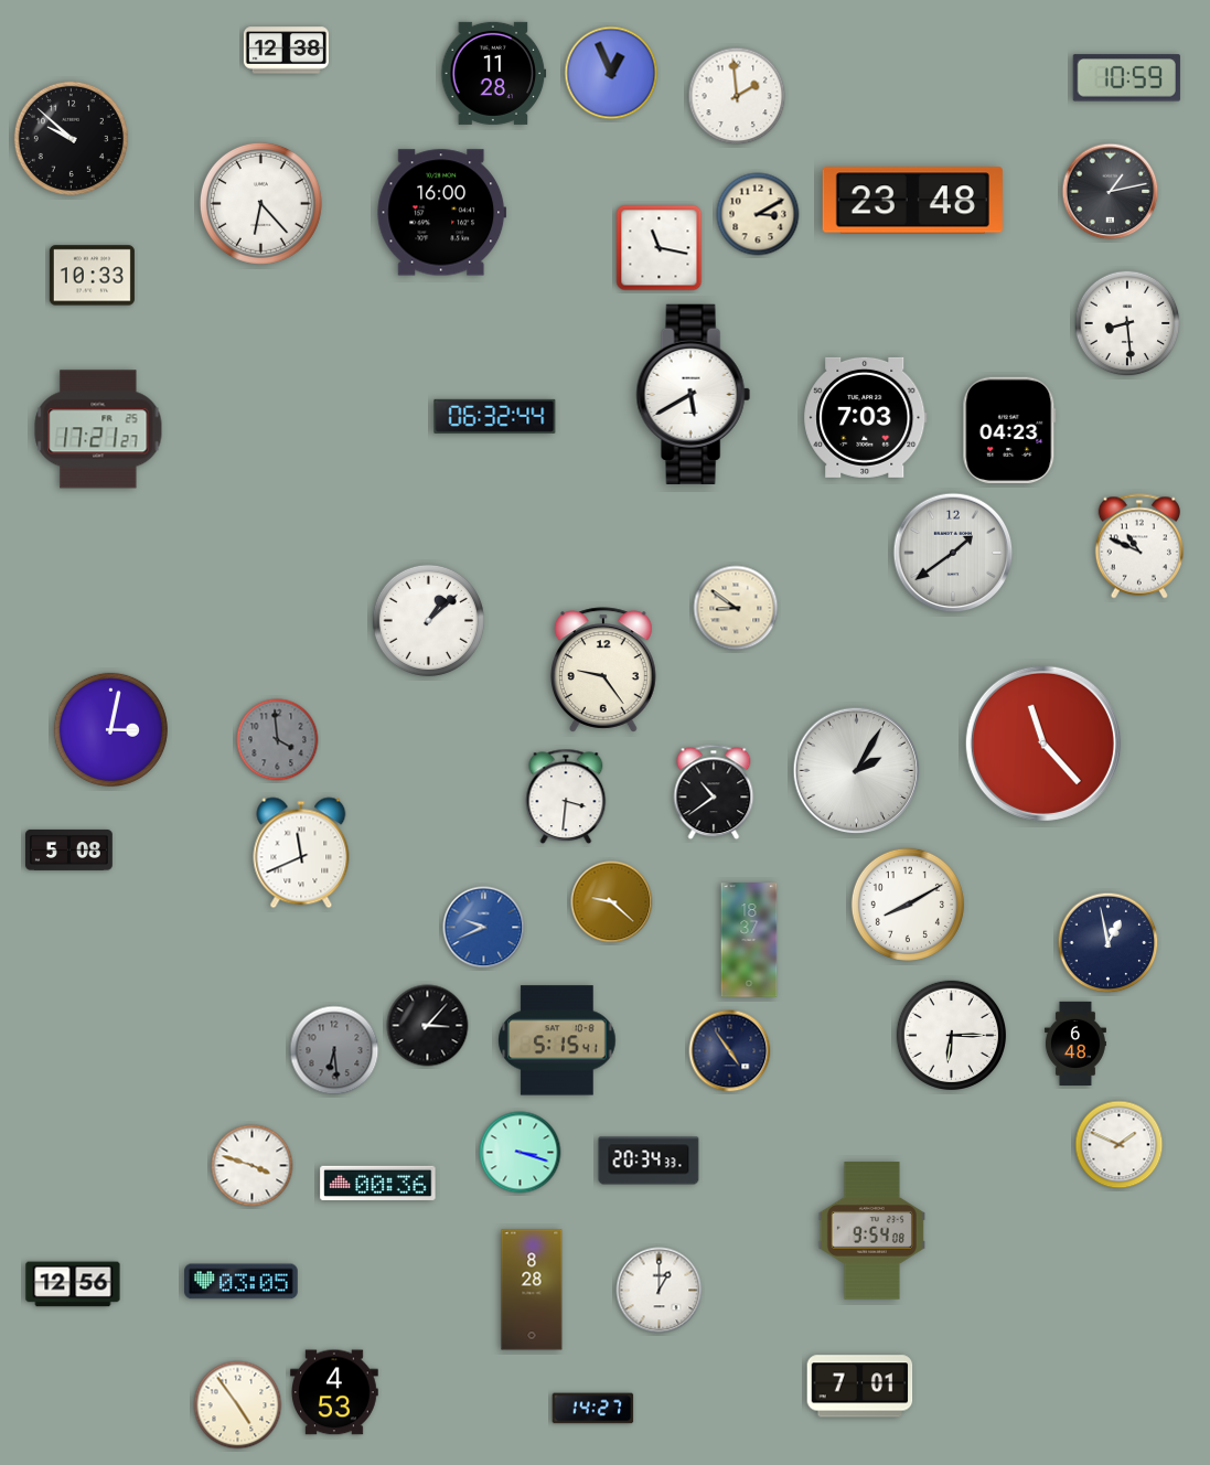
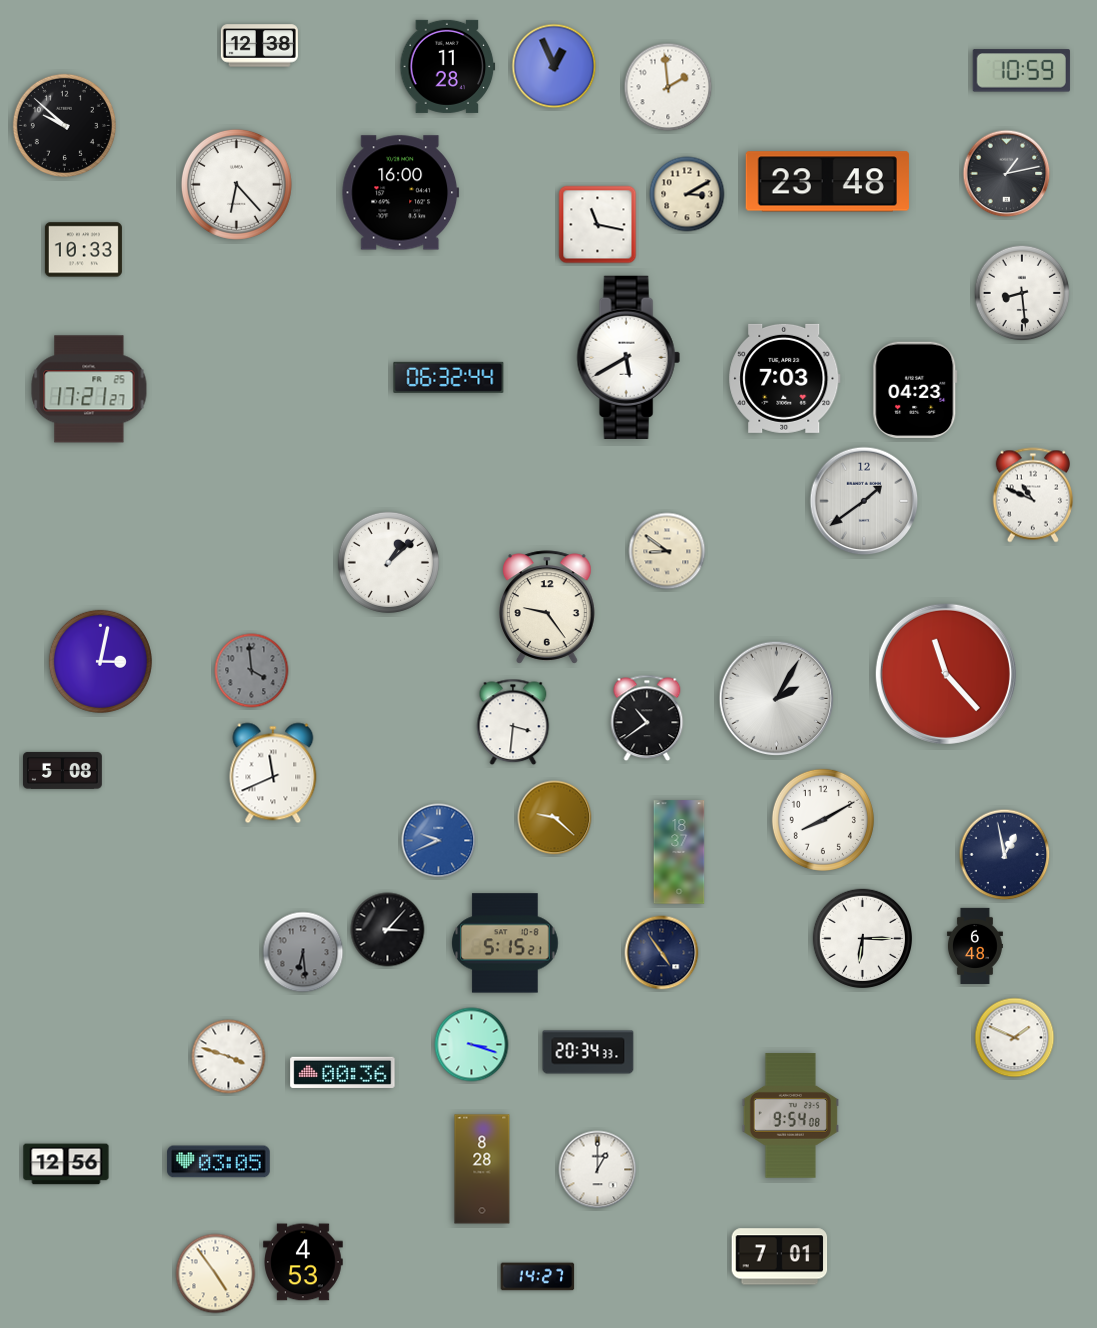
clock at (557, 1040): 5:15:41 -> 5:15:21
